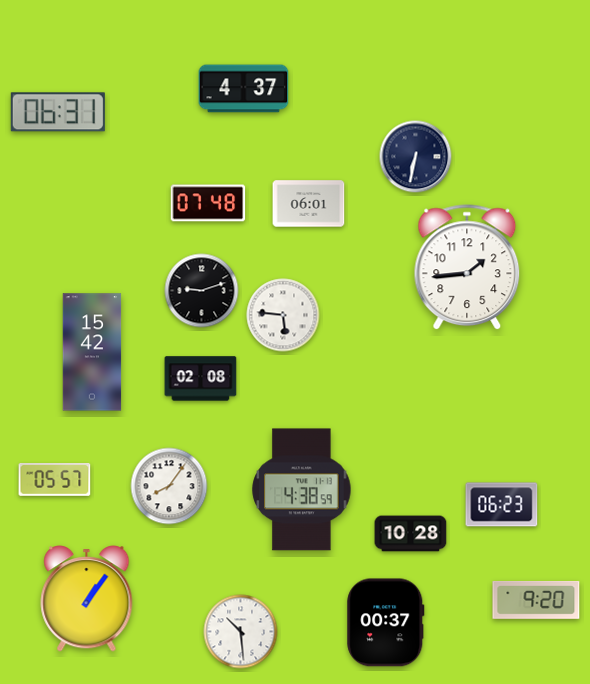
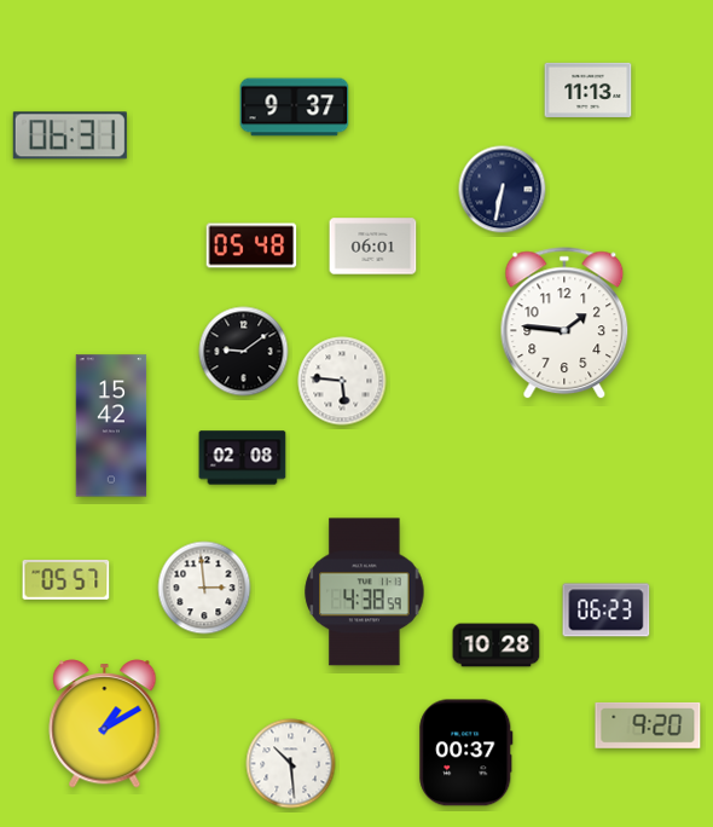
clock at (589, 89): none -> 11:13
clock at (244, 89): 4:37 -> 9:37
clock at (208, 203): 07:48 -> 05:48
clock at (467, 268): 1:44 -> 1:46
clock at (202, 291): 9:12 -> 9:09
clock at (169, 486): 8:06 -> 2:59
clock at (87, 599): 1:06 -> 1:10
